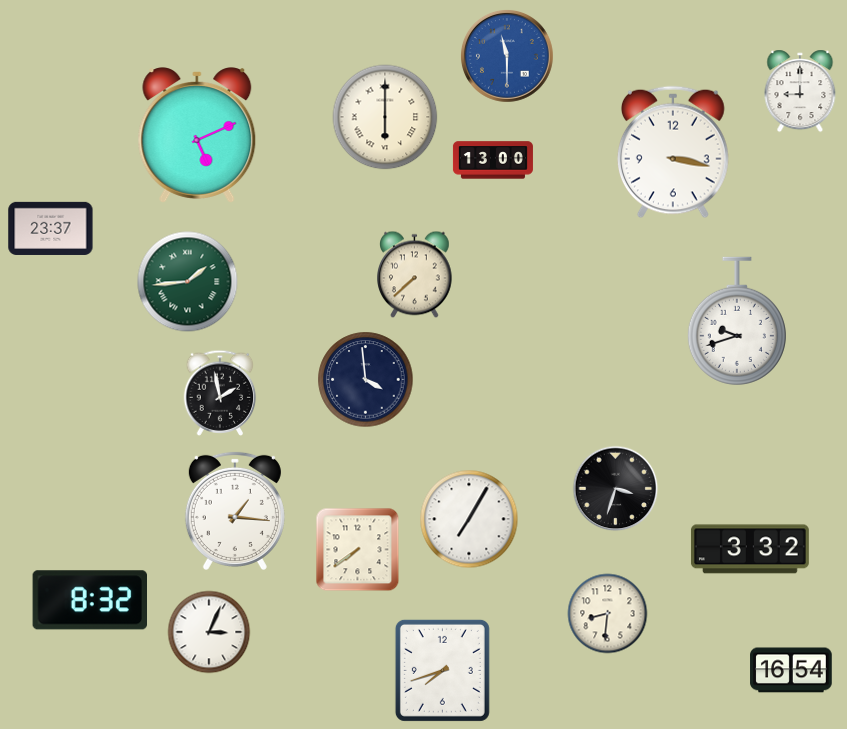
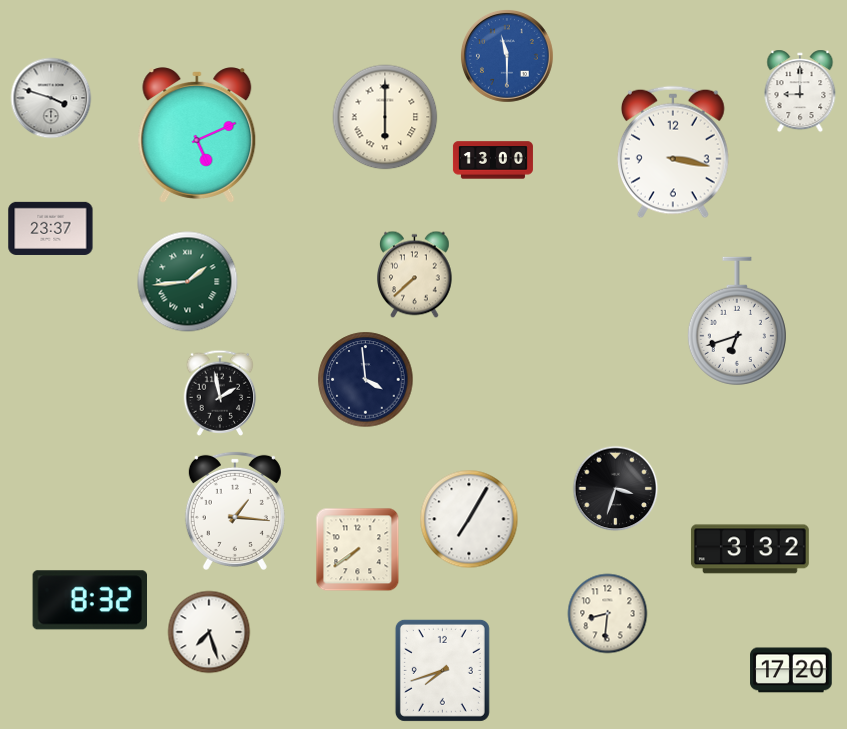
clock at (51, 98): none -> 3:48
clock at (737, 321): 9:42 -> 6:42
clock at (209, 632): 3:04 -> 7:27
clock at (791, 670): 16:54 -> 17:20
